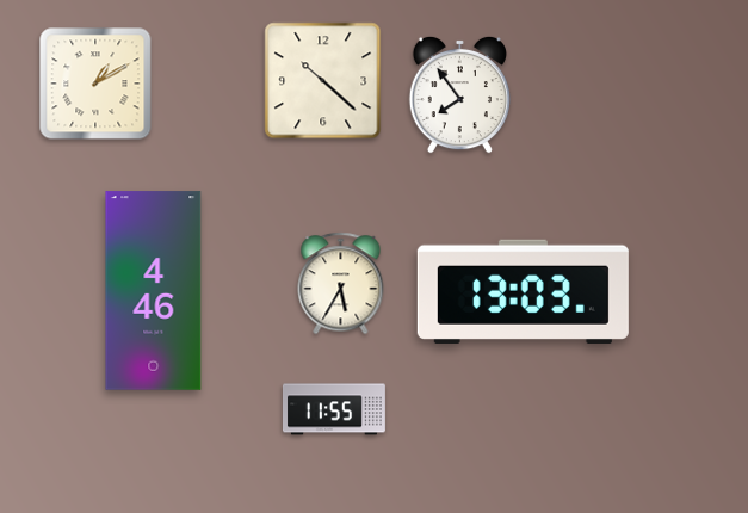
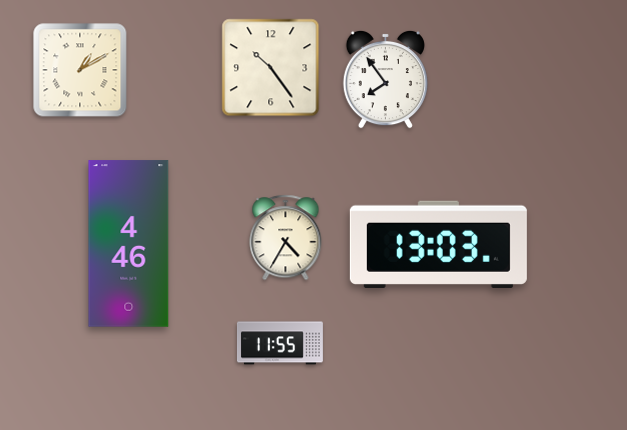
clock at (323, 81): 10:22 -> 10:24
clock at (341, 284): 5:35 -> 4:35
